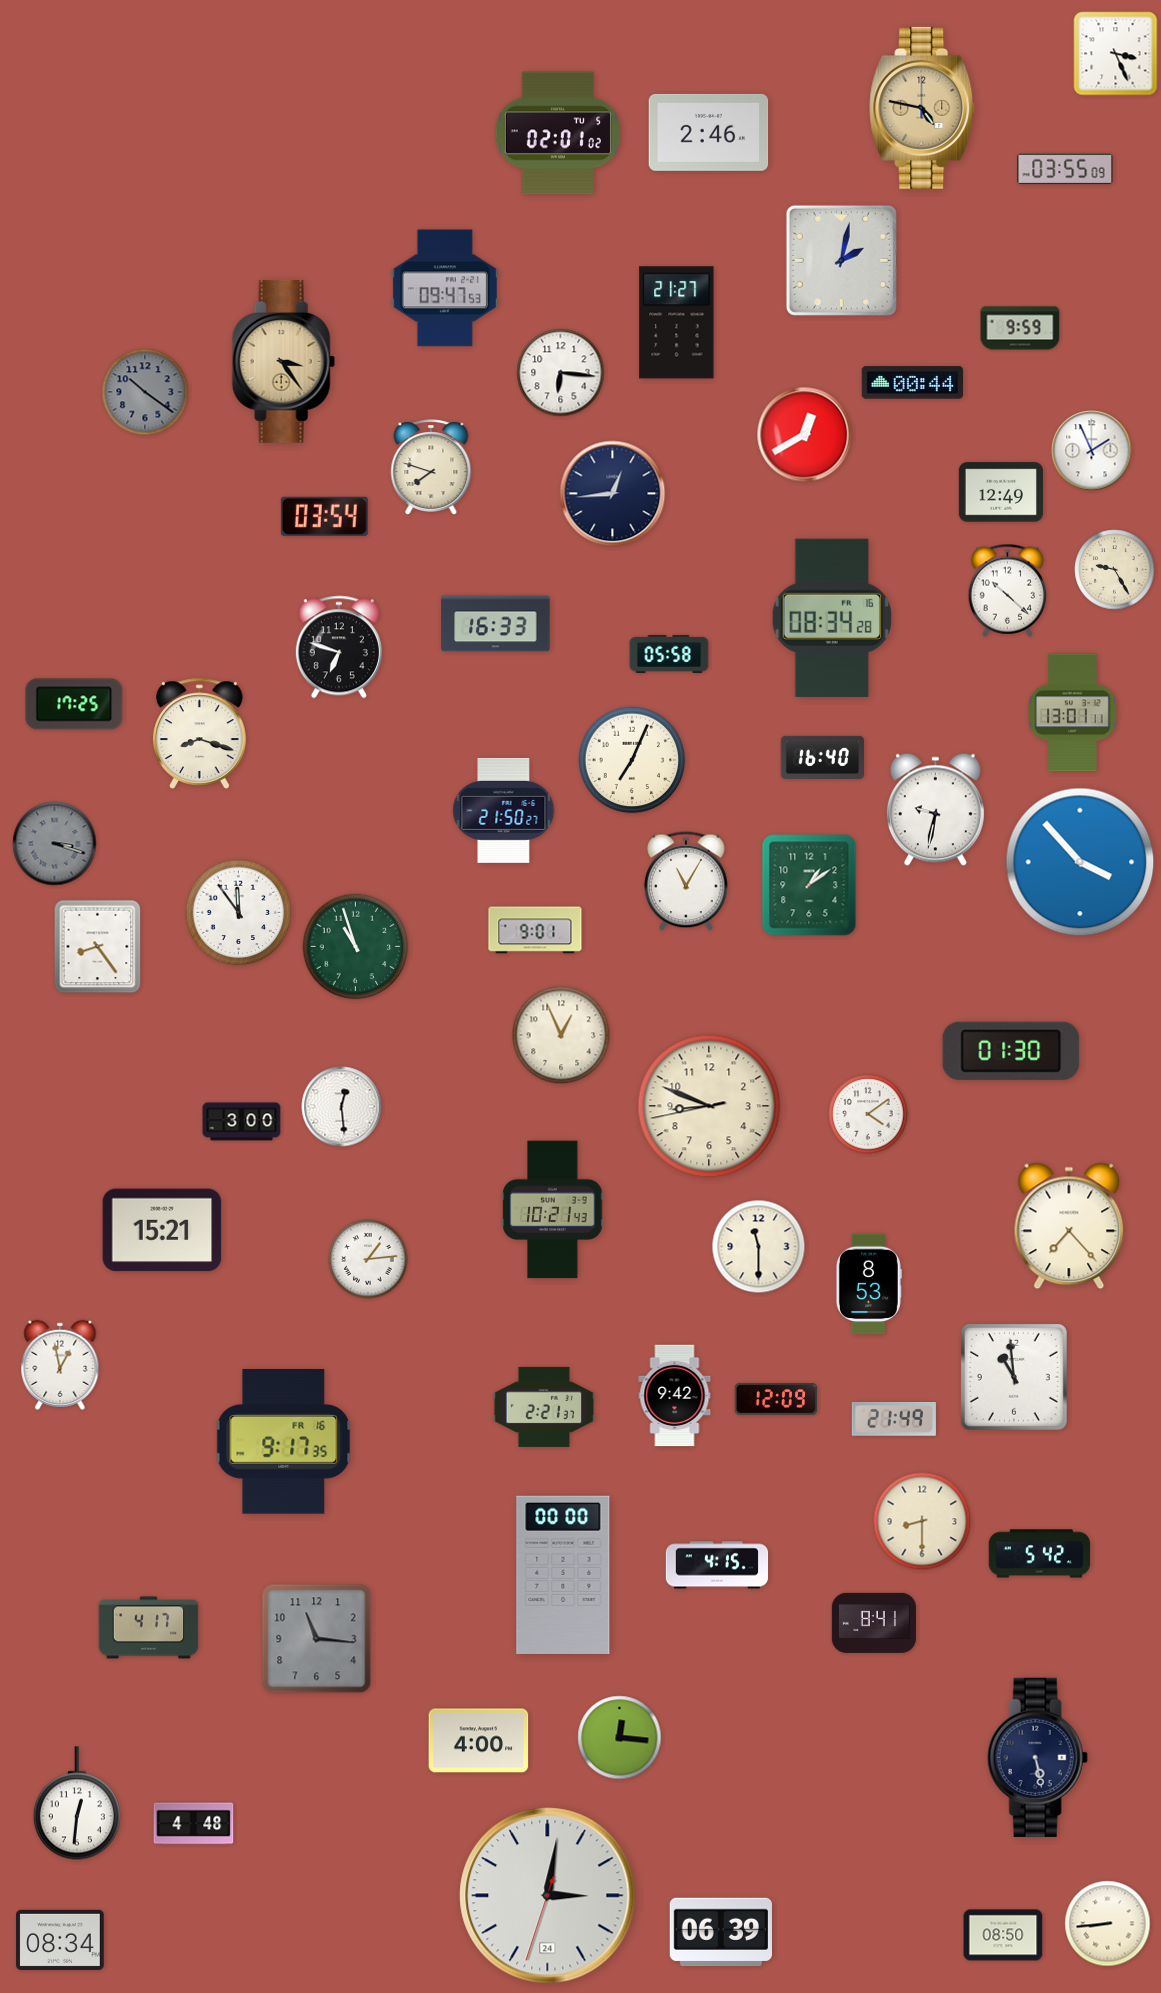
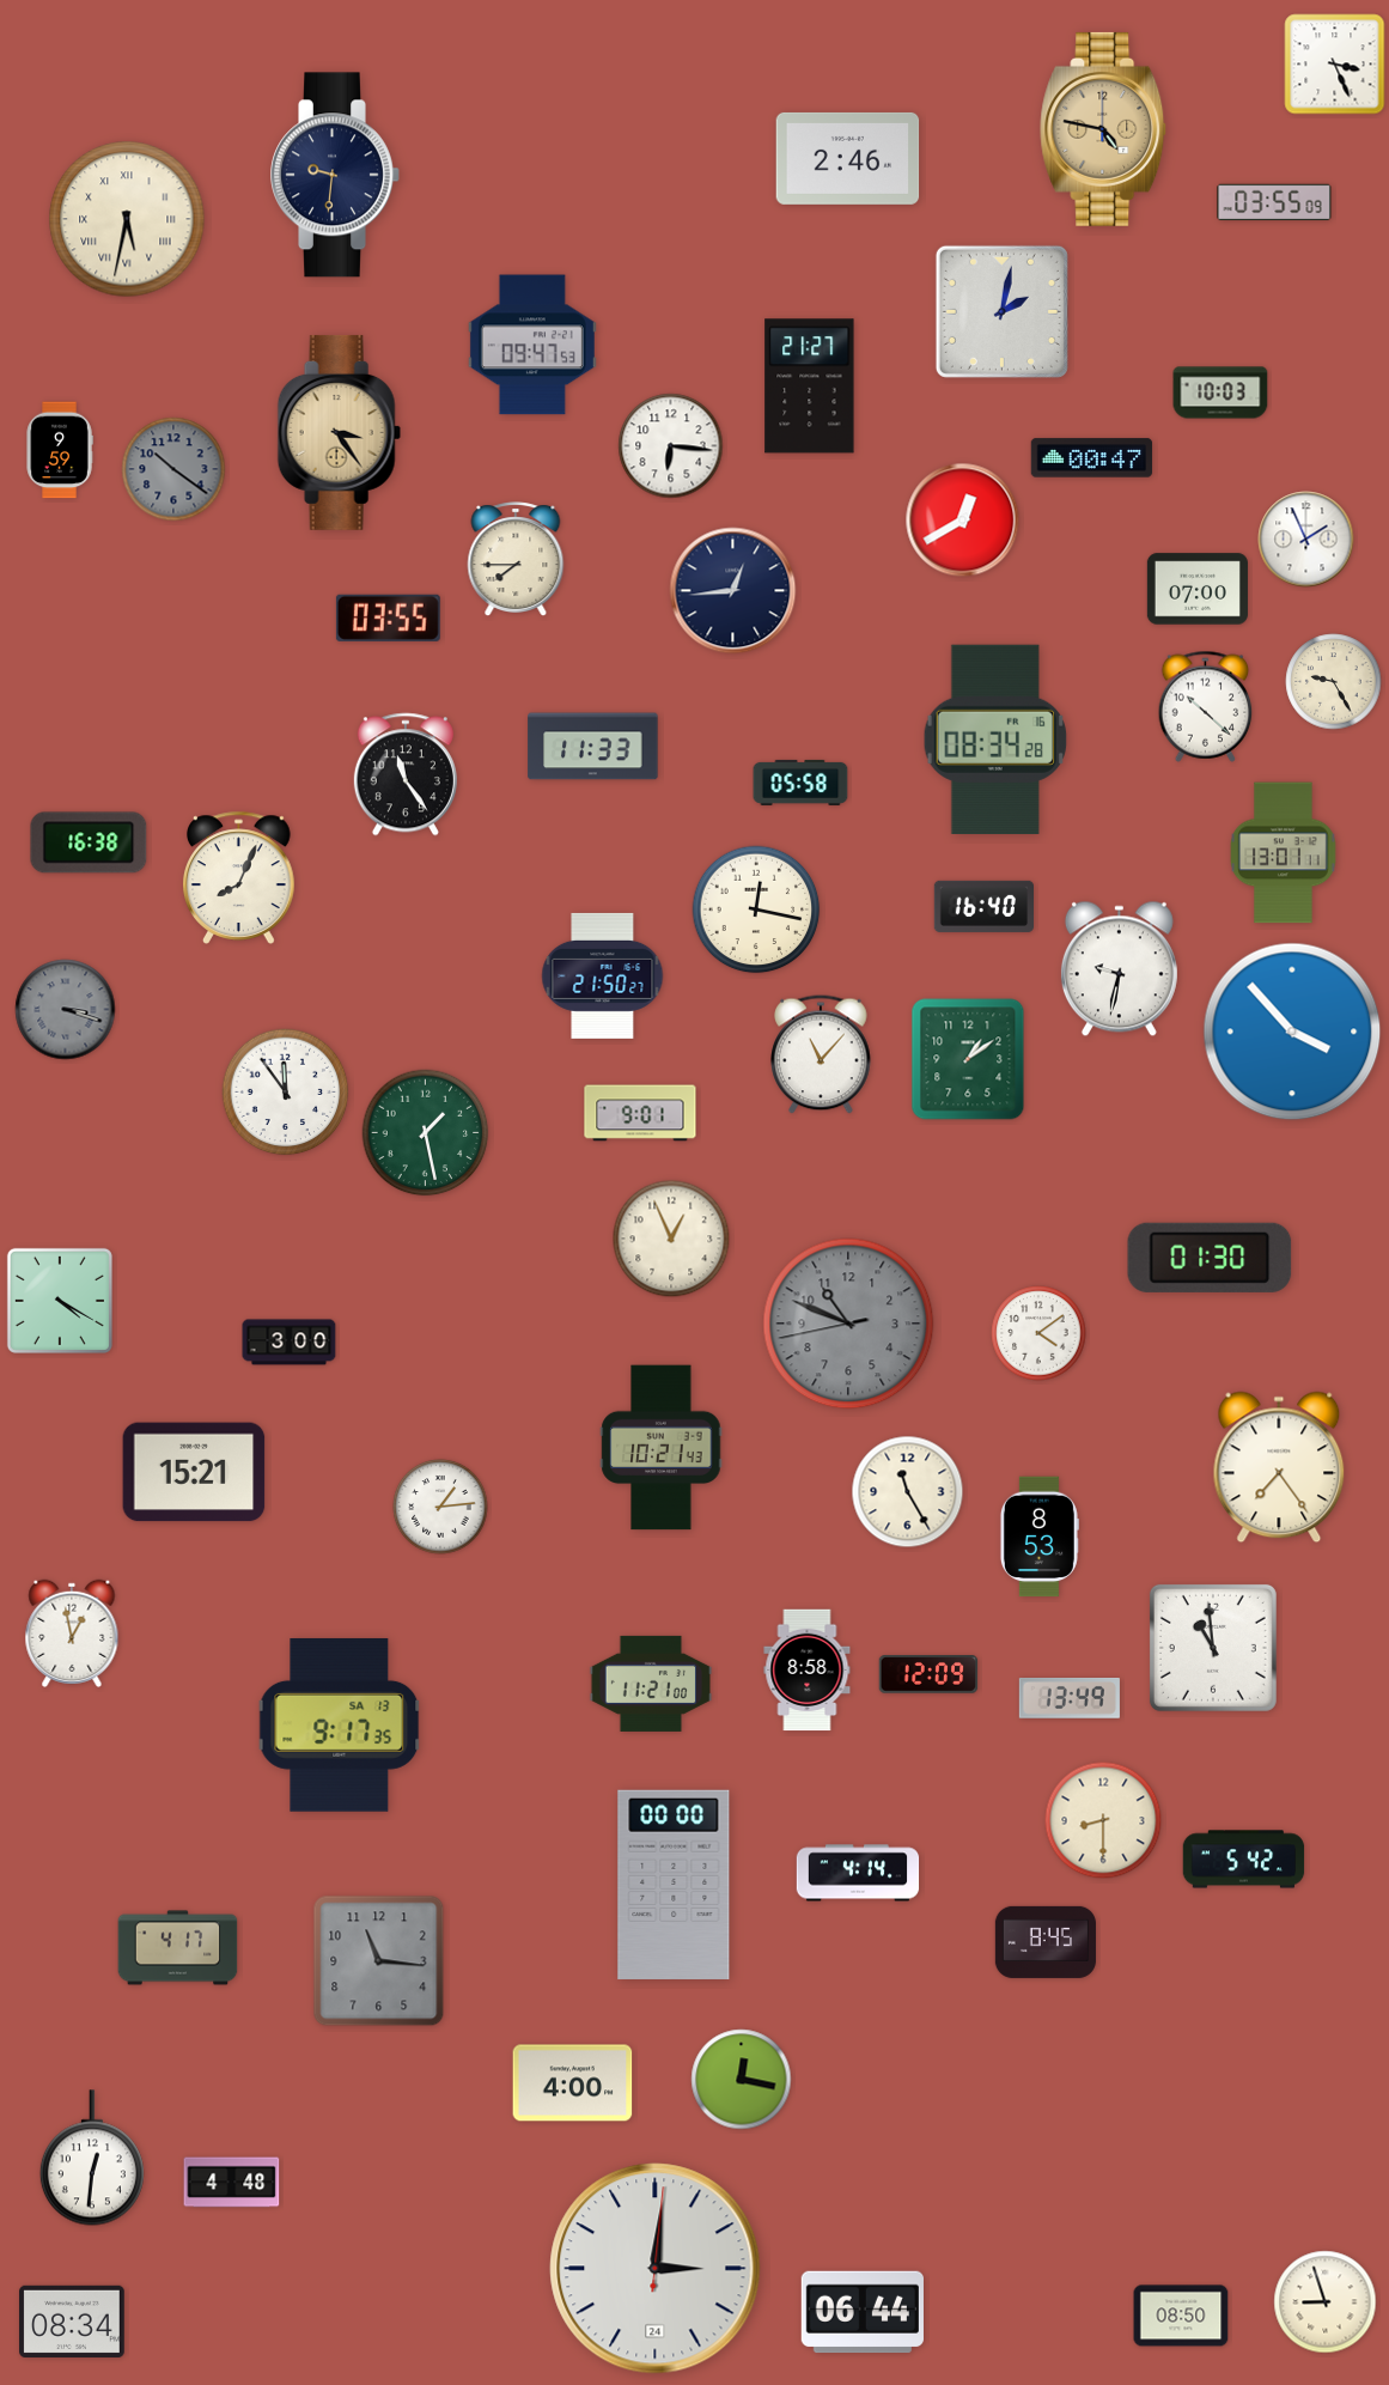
clock at (558, 133): 02:01 -> none
clock at (336, 175): none -> 9:31
clock at (127, 219): none -> 5:32
clock at (841, 260) position: (841, 260) -> (1001, 311)
clock at (1020, 328): 9:59 -> 10:03
clock at (60, 450): none -> 9:59
clock at (913, 383): 00:44 -> 00:47
clock at (431, 467): 7:48 -> 7:45
clock at (1001, 492): 12:49 -> 07:00
clock at (324, 516): 03:54 -> 03:55
clock at (496, 624): 16:33 -> 11:33
clock at (339, 647): 6:48 -> 11:24
clock at (74, 704): 17:25 -> 16:38
clock at (200, 733): 8:18 -> 8:04
clock at (632, 760): 7:04 -> 12:17
clock at (504, 810) position: (504, 810) -> (603, 975)
clock at (686, 881): 11:05 -> 11:07
clock at (98, 947): 8:24 -> none
clock at (356, 947): 10:57 -> 1:28
clock at (60, 1301): none -> 4:20
clock at (709, 1106): 8:48 -> 10:48
clock at (709, 1106) dial: cream -> grey
clock at (342, 1107): 12:29 -> none
clock at (1069, 1226): 7:23 -> 7:24
clock at (759, 1247): 11:30 -> 11:25
clock at (675, 1396): 9:42 -> 8:58
clock at (543, 1407): 2:21 -> 11:21
clock at (894, 1420): 21:49 -> 13:49
clock at (284, 1441) date: FR 16 -> SA 13
clock at (717, 1565): 4:15 -> 4:14
clock at (874, 1623): 8:41 -> 8:45
clock at (620, 1738): 12:16 -> 12:17
clock at (1037, 1757): 5:28 -> none
clock at (548, 1896): 3:01:33 -> 3:01:01
clock at (1108, 1924): 8:44 -> 8:57
clock at (721, 1932): 06:39 -> 06:44
clock at (1003, 1935) position: (1003, 1935) -> (1181, 2316)
